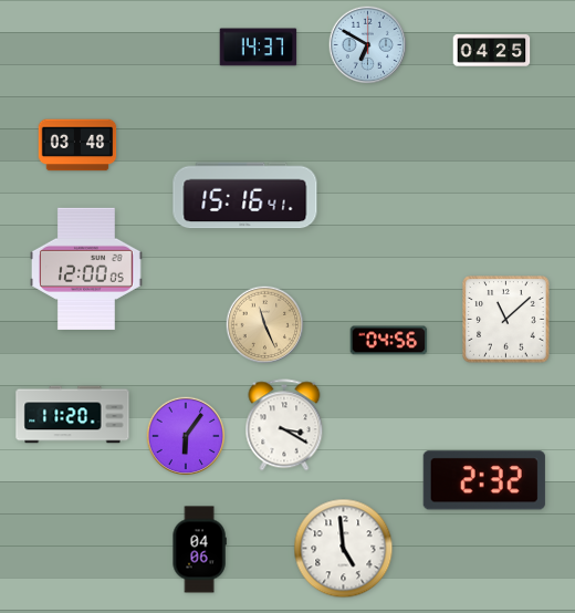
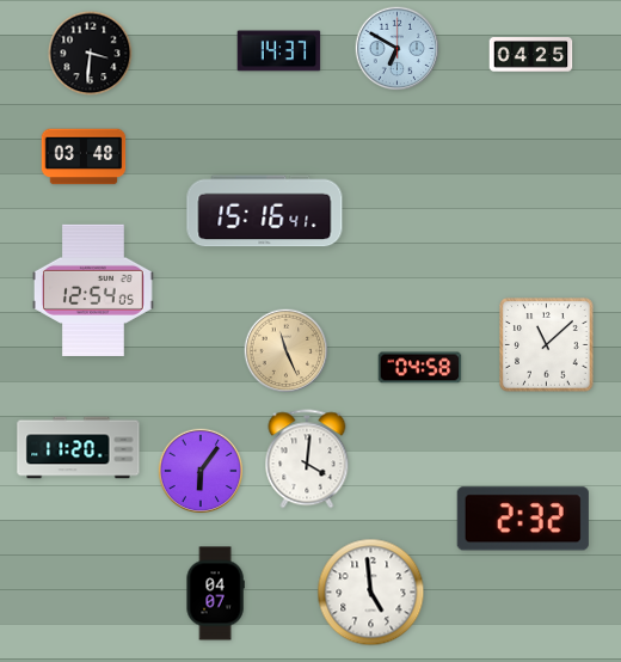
clock at (91, 54): none -> 3:31
clock at (87, 269): 12:00 -> 12:54
clock at (389, 341): 04:56 -> 04:58
clock at (284, 425): 3:20 -> 4:01
clock at (199, 550): 04:06 -> 04:07
